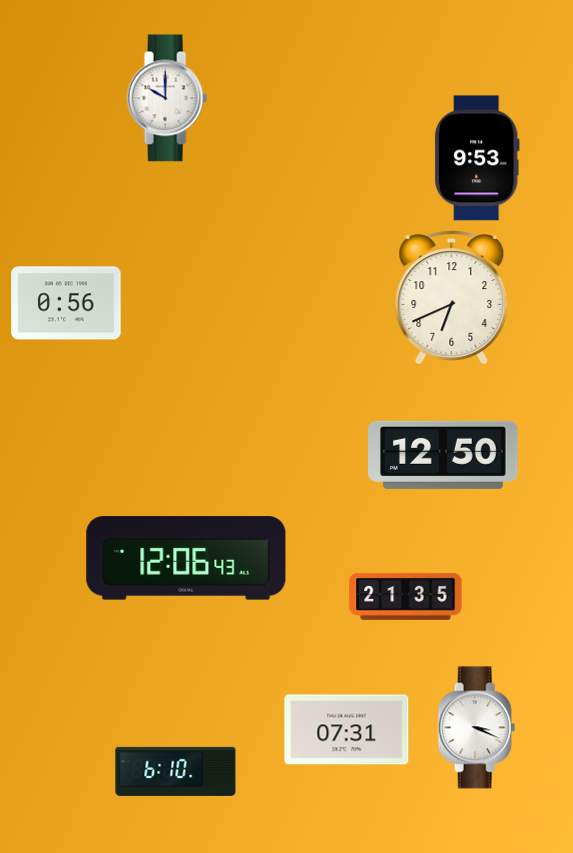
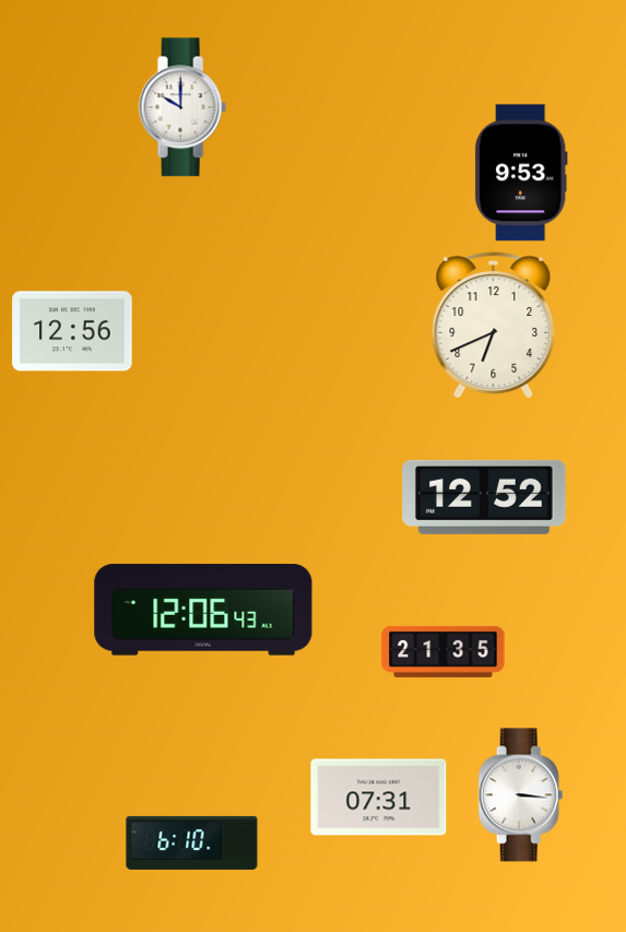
clock at (66, 303): 0:56 -> 12:56
clock at (443, 455): 12:50 -> 12:52
clock at (477, 728): 3:19 -> 3:16
